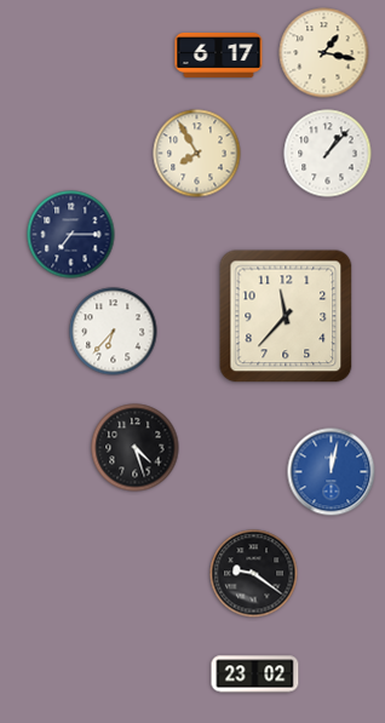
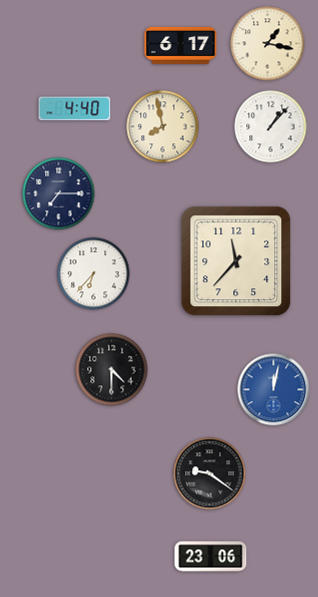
clock at (75, 109): none -> 4:40
clock at (197, 154): 7:55 -> 7:58
clock at (136, 448): 4:27 -> 4:30
clock at (255, 675): 23:02 -> 23:06
